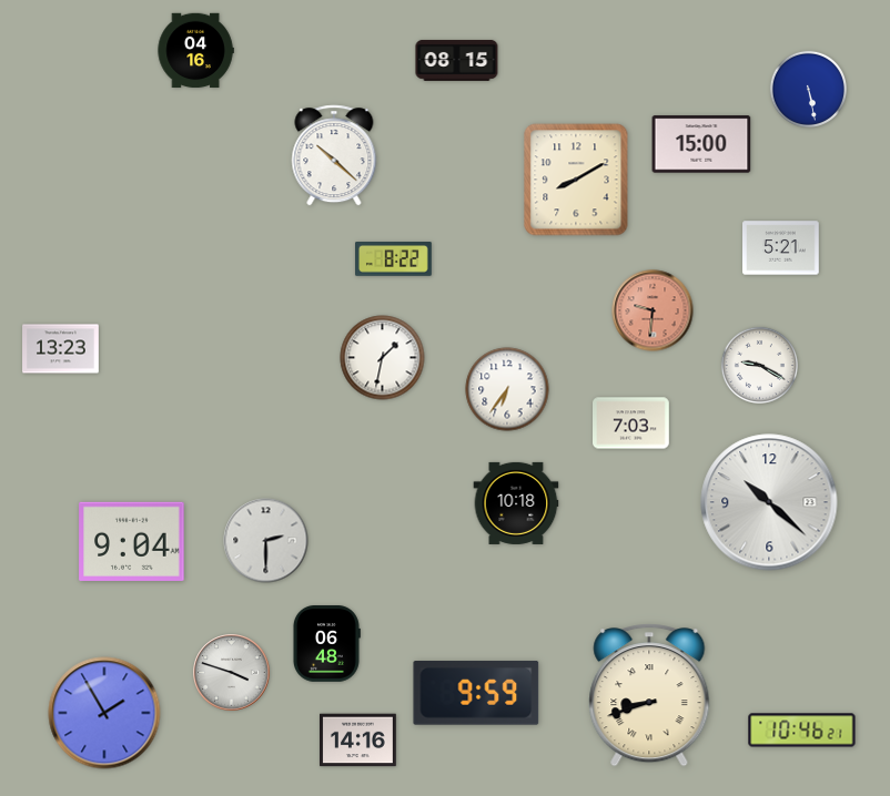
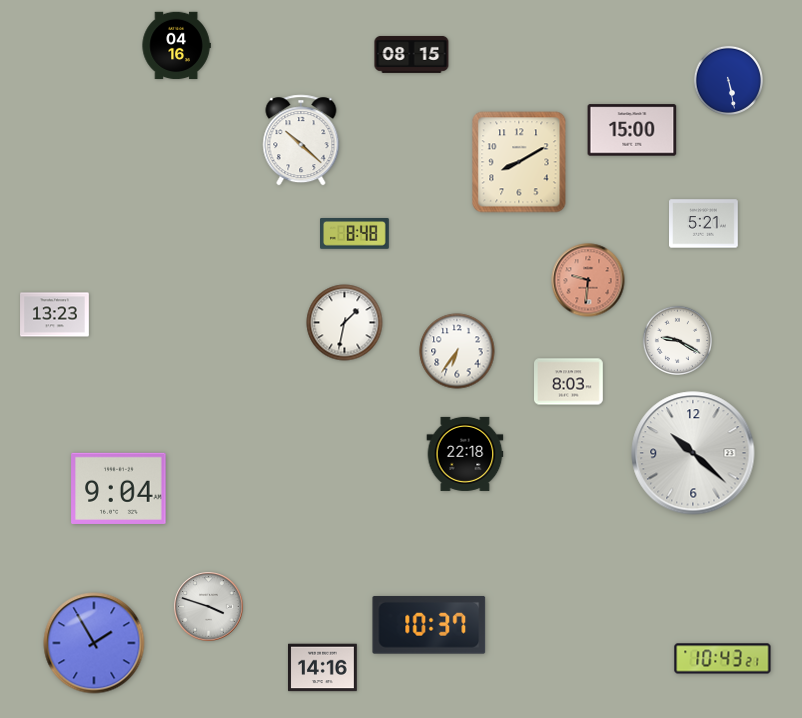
clock at (394, 259): 8:22 -> 8:48
clock at (759, 365) position: (759, 365) -> (677, 340)
clock at (631, 423): 7:03 -> 8:03
clock at (516, 503): 10:18 -> 22:18
clock at (266, 541): 2:30 -> none
clock at (326, 644): 06:48 -> none
clock at (476, 693): 9:59 -> 10:37
clock at (649, 695): 8:42 -> none
clock at (802, 731): 10:46 -> 10:43
